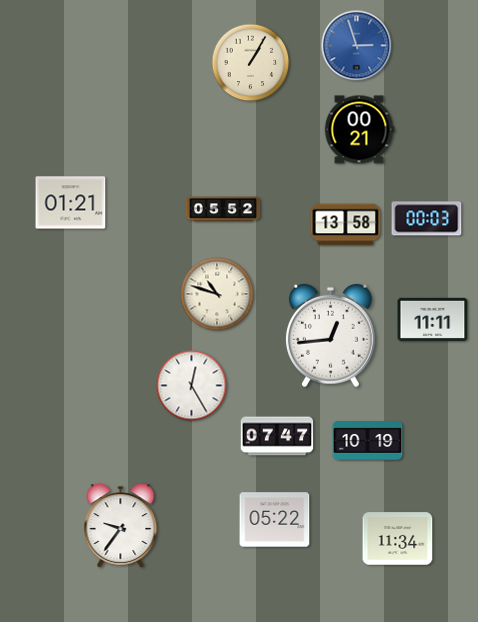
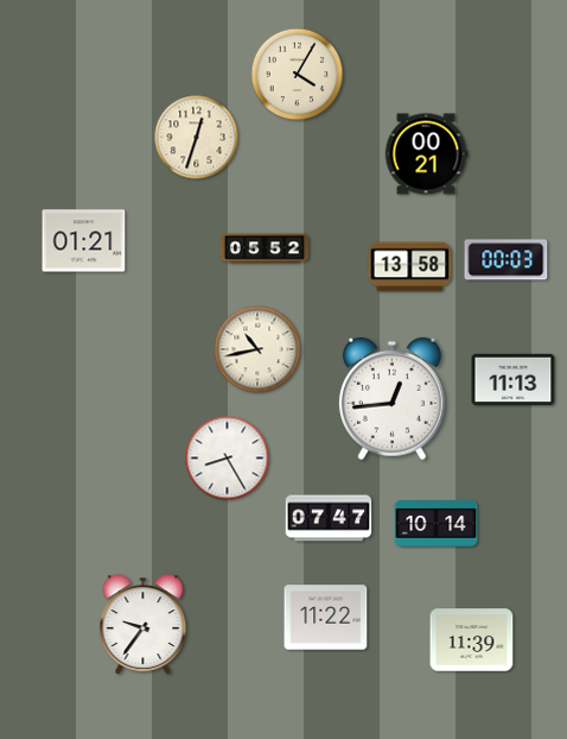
clock at (357, 46): 2:57 -> none
clock at (251, 63): 1:05 -> 4:05
clock at (197, 138): none -> 12:33
clock at (217, 294): 10:48 -> 10:43
clock at (433, 319): 11:11 -> 11:13
clock at (192, 386): 12:25 -> 8:25
clock at (368, 441): 10:19 -> 10:14
clock at (275, 520): 05:22 -> 11:22
clock at (398, 539): 11:34 -> 11:39
